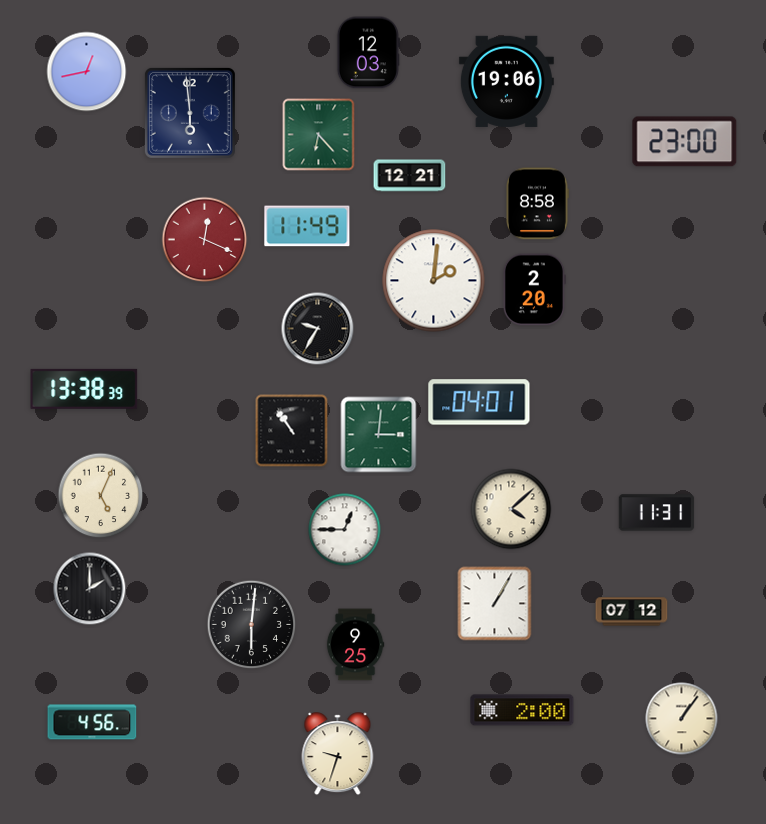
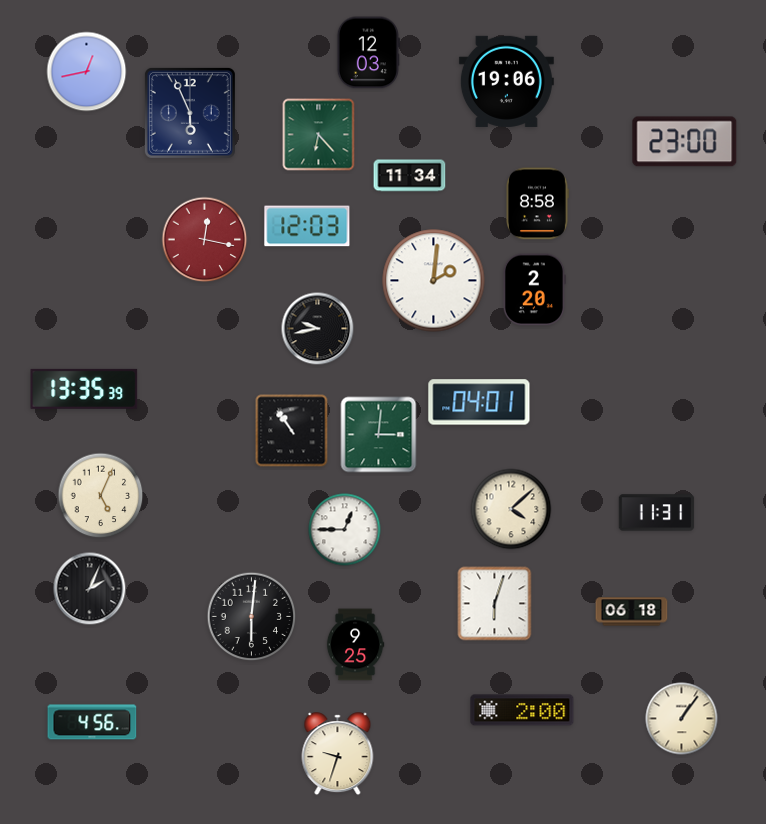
clock at (190, 113): 5:59 -> 5:56
clock at (410, 176): 12:21 -> 11:34
clock at (307, 226): 11:49 -> 12:03
clock at (205, 240): 12:19 -> 12:17
clock at (318, 329): 9:35 -> 9:43
clock at (84, 389): 13:38 -> 13:35
clock at (90, 589): 2:00 -> 2:04
clock at (495, 604): 1:05 -> 6:03
clock at (632, 612): 07:12 -> 06:18
clock at (252, 625) position: (252, 625) -> (252, 617)
